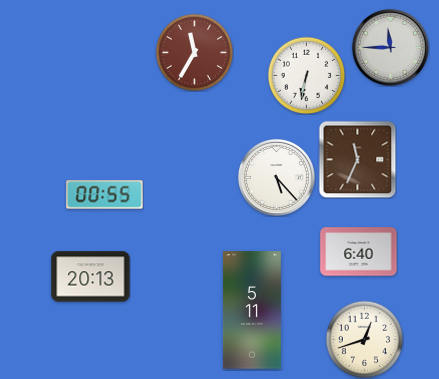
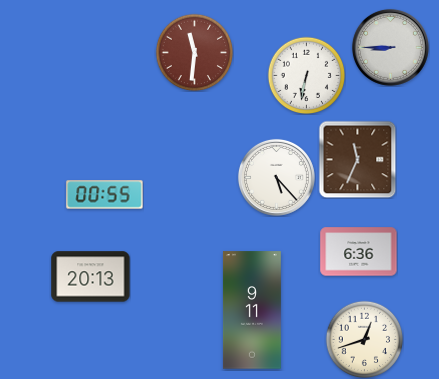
clock at (390, 47): 11:45 -> 8:45
clock at (194, 52): 11:35 -> 11:31
clock at (359, 252): 6:40 -> 6:36
clock at (252, 310): 5:11 -> 9:11
